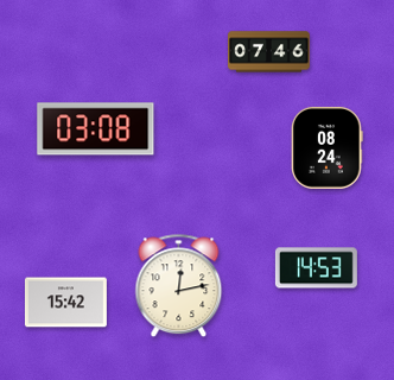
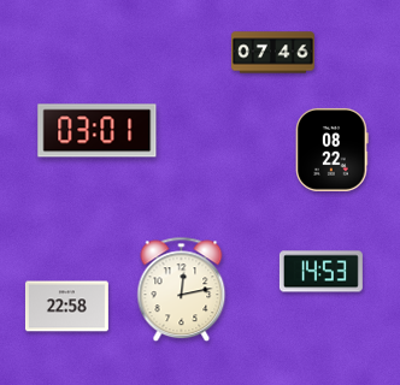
clock at (96, 129): 03:08 -> 03:01
clock at (328, 147): 08:24 -> 08:22
clock at (65, 303): 15:42 -> 22:58
